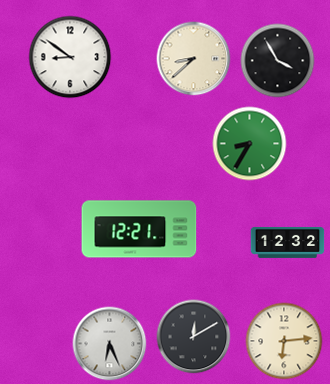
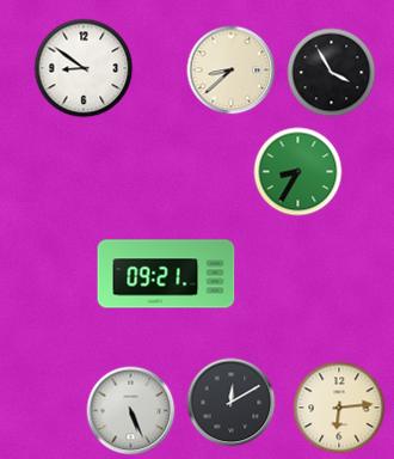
clock at (139, 229): 12:21 -> 09:21
clock at (288, 242): 12:32 -> none
clock at (110, 344): 6:26 -> 5:26
